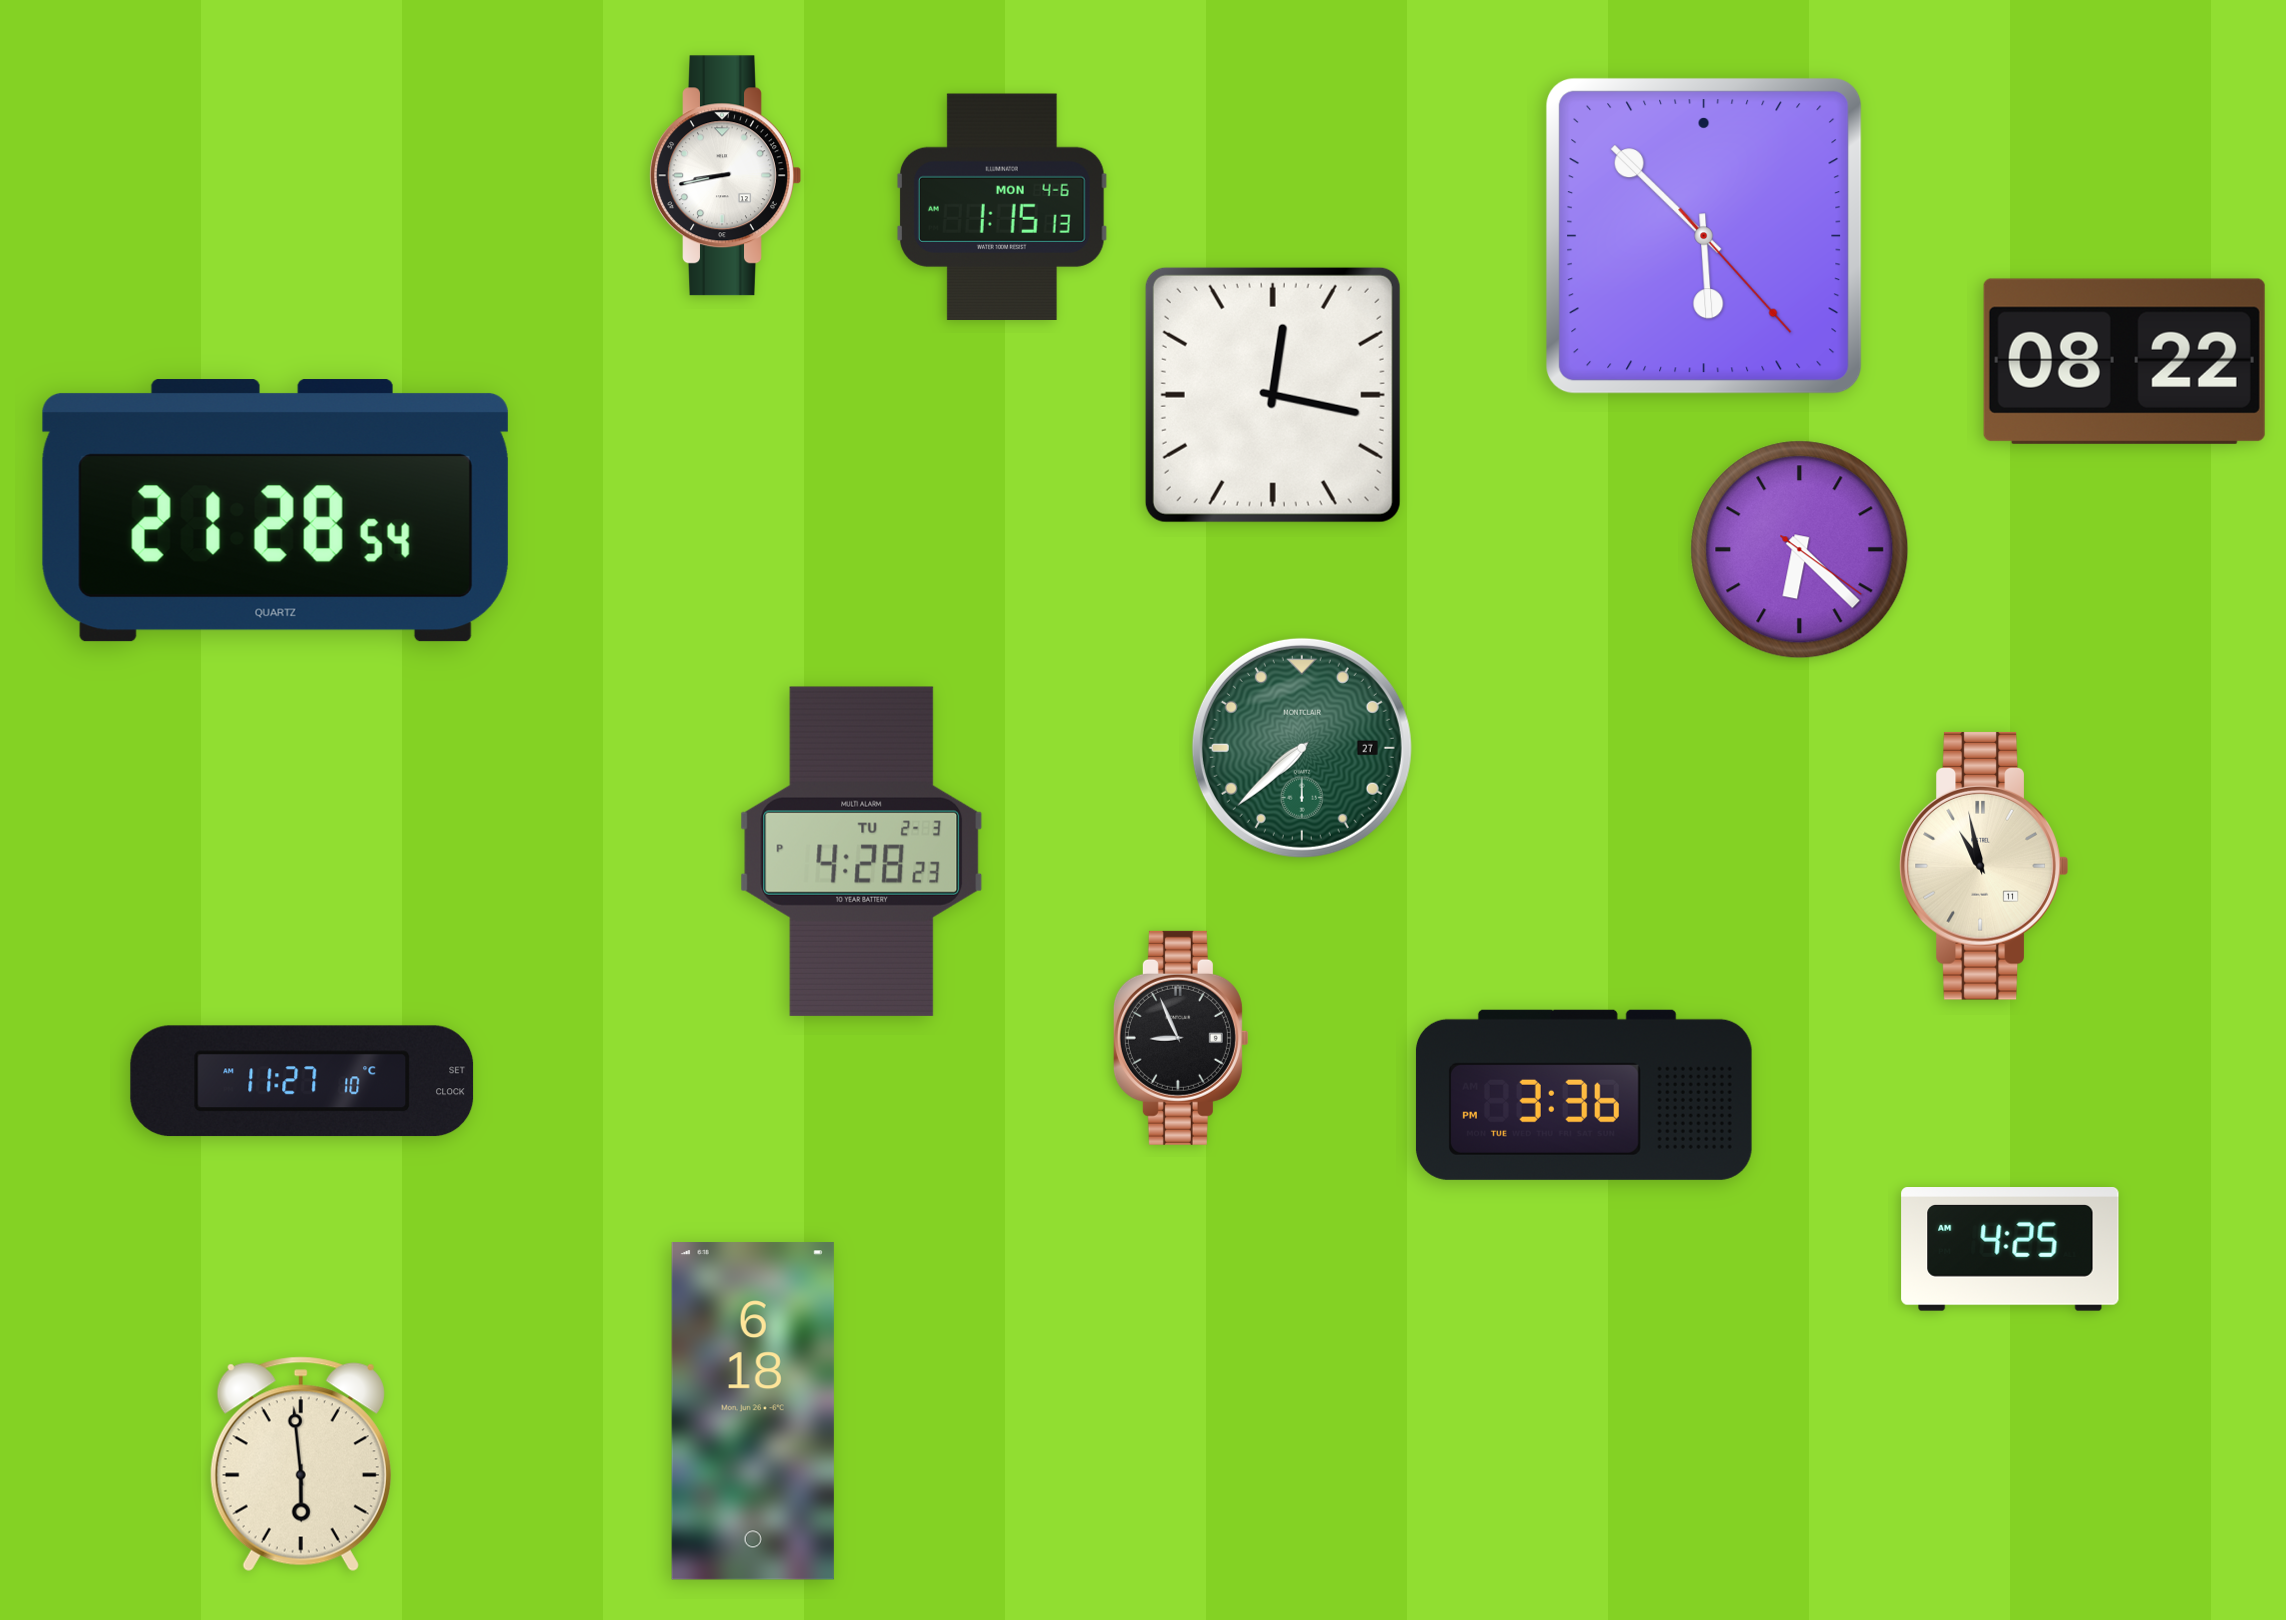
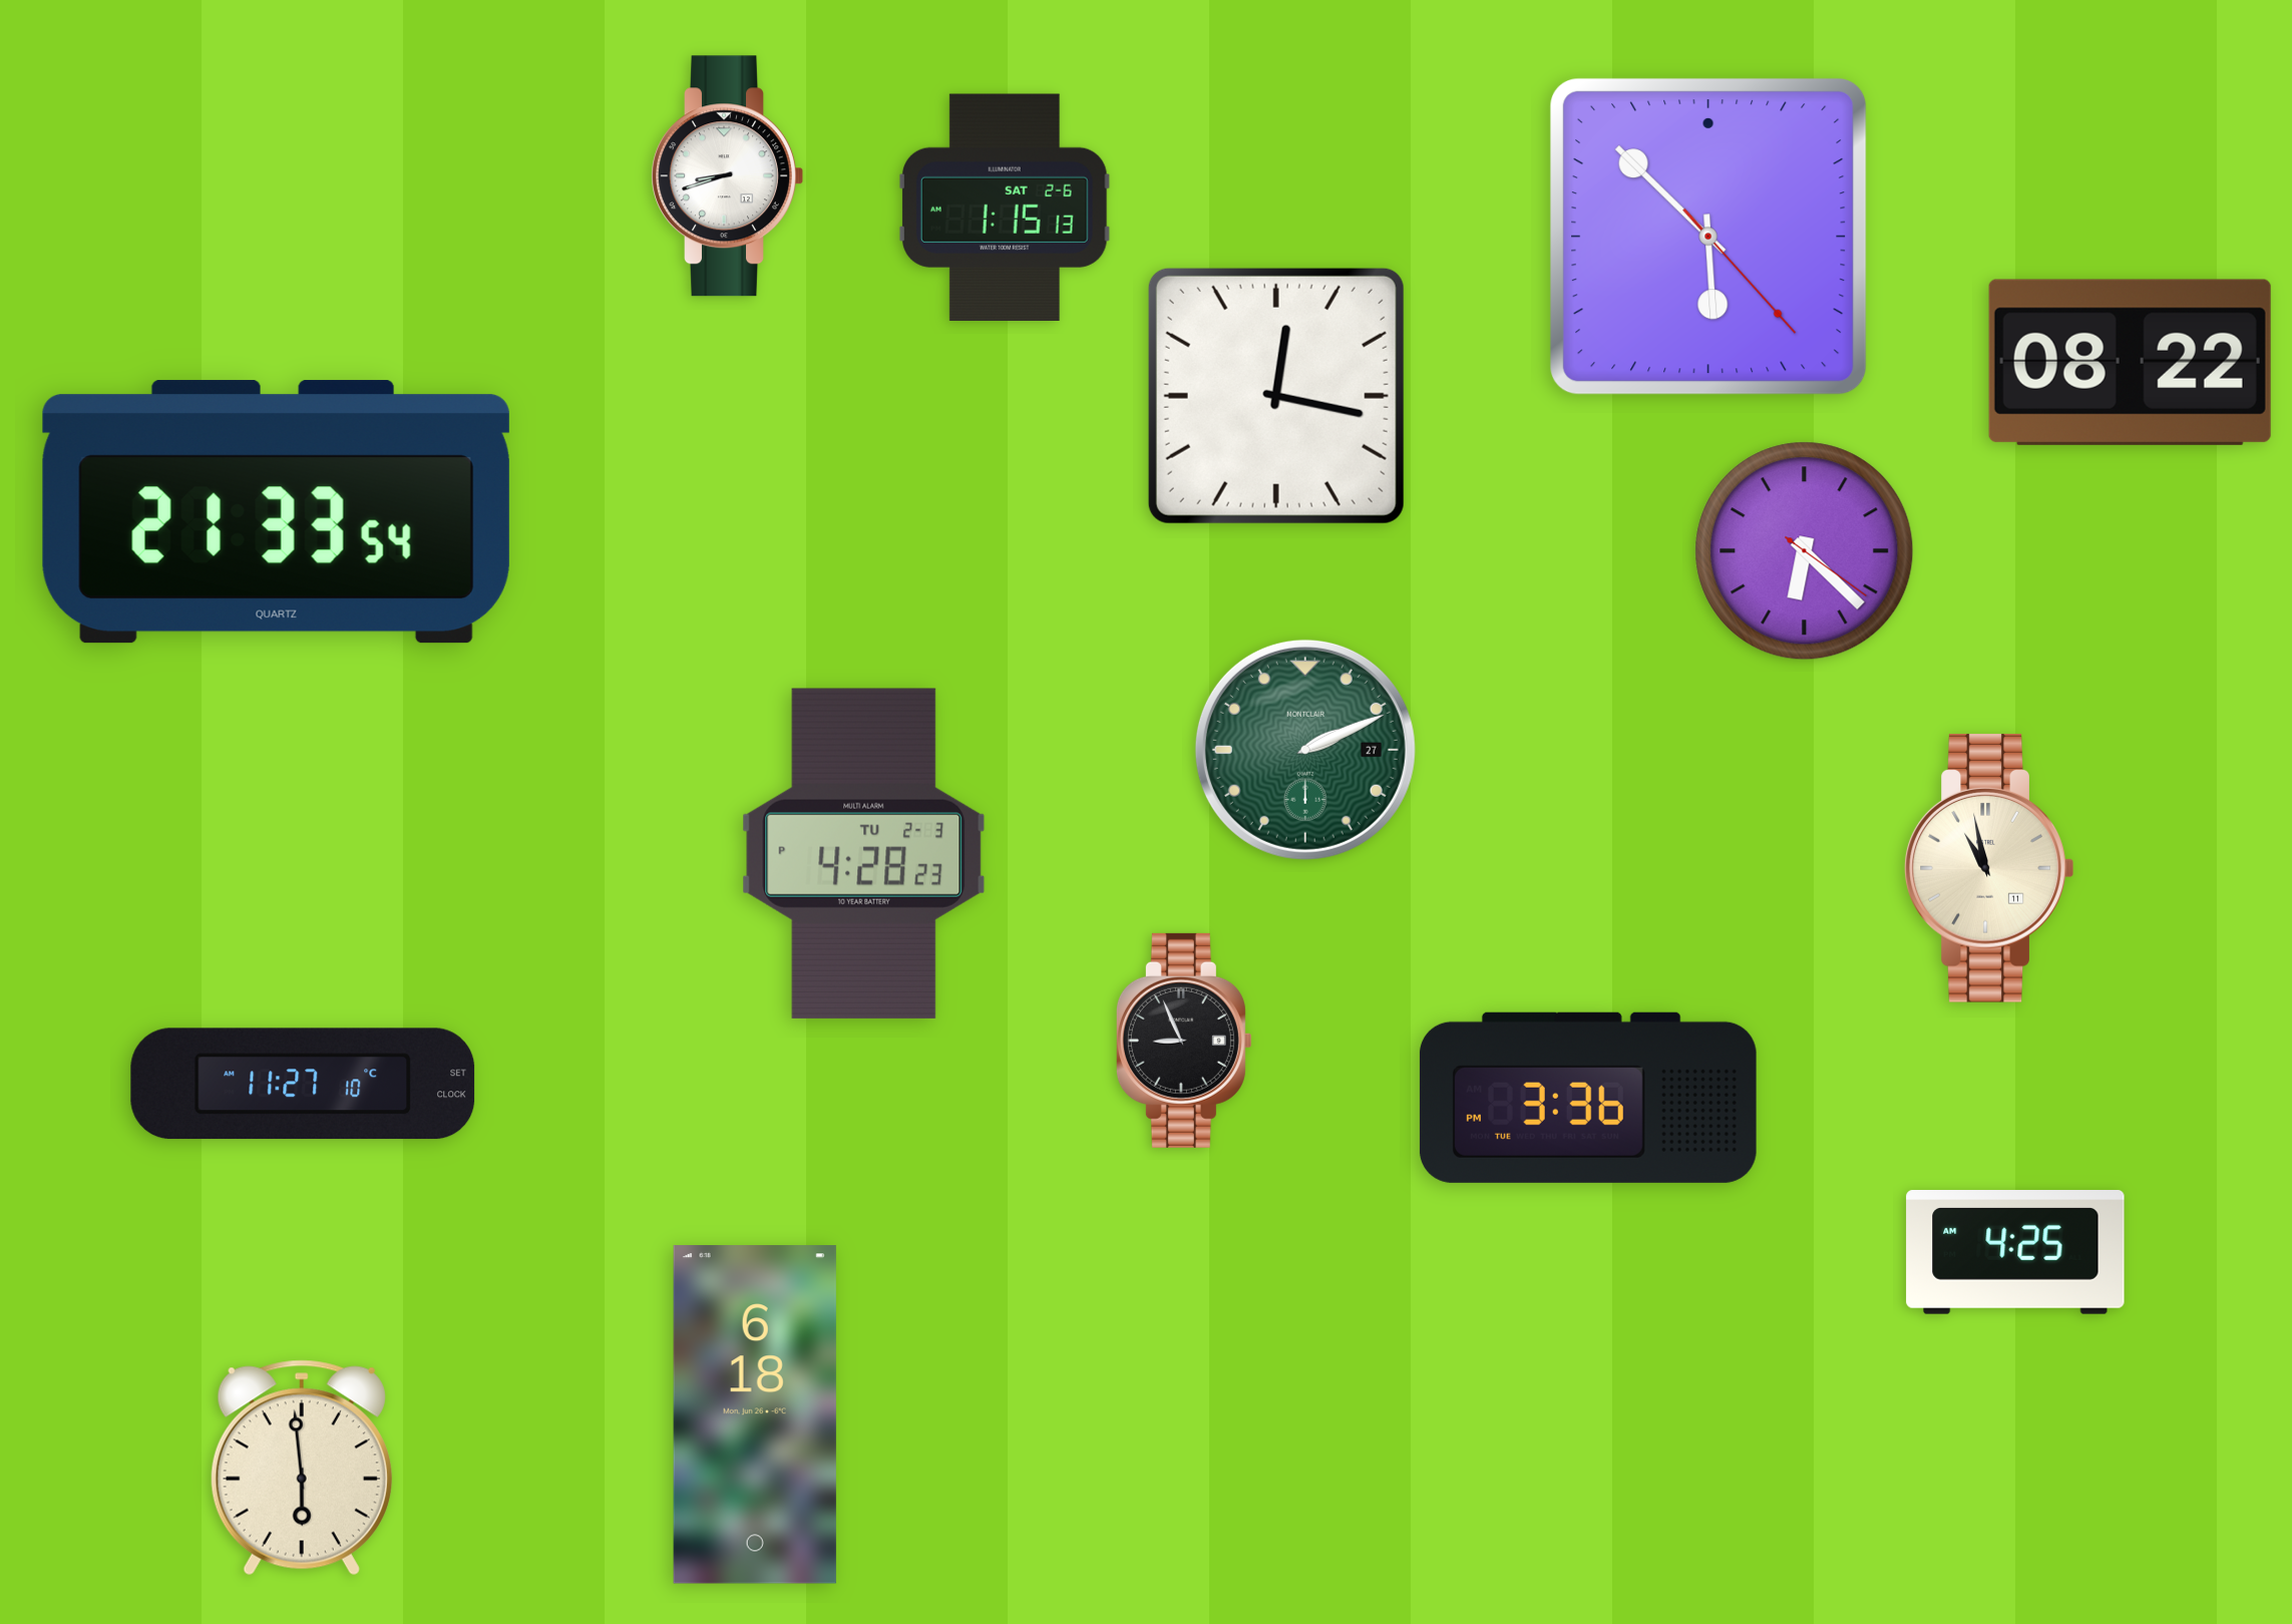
clock at (725, 176): 8:43 -> 8:42
clock at (1002, 207) date: MON 4-6 -> SAT 2-6
clock at (275, 511): 21:28 -> 21:33
clock at (1302, 748): 7:38 -> 2:11
